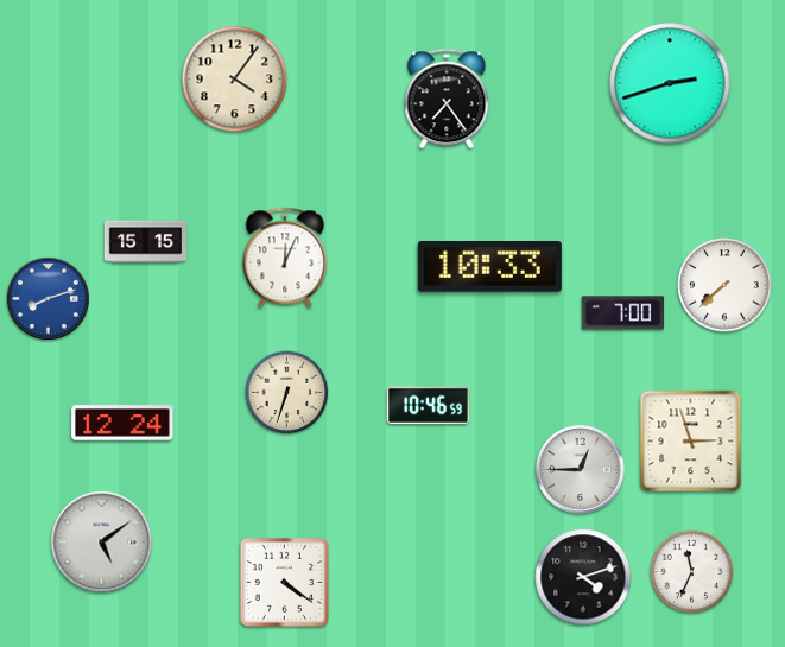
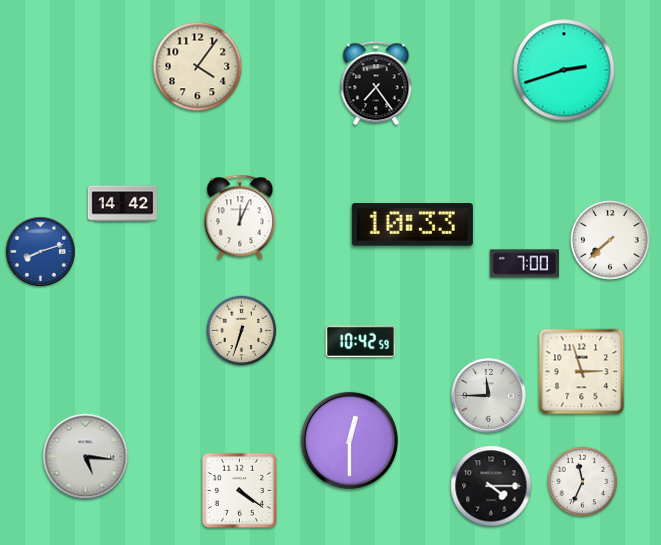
clock at (146, 242): 15:15 -> 14:42
clock at (428, 406): 10:46 -> 10:42
clock at (122, 423): 12:24 -> none
clock at (581, 470): 12:45 -> 11:45
clock at (349, 440): none -> 12:30
clock at (102, 543): 5:09 -> 5:16
clock at (583, 577): 4:12 -> 4:15
